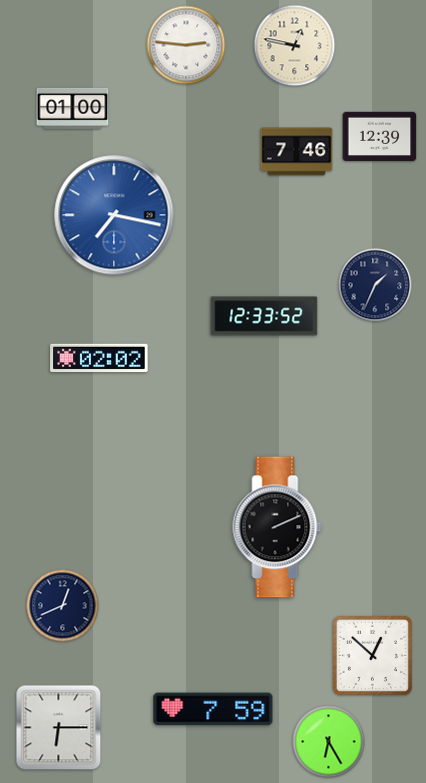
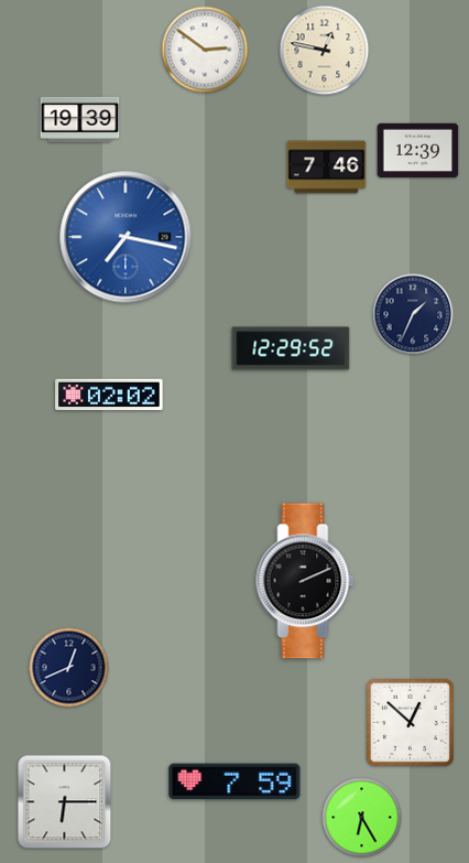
clock at (186, 45): 2:46 -> 2:51
clock at (73, 108): 01:00 -> 19:39
clock at (264, 316): 12:33 -> 12:29
